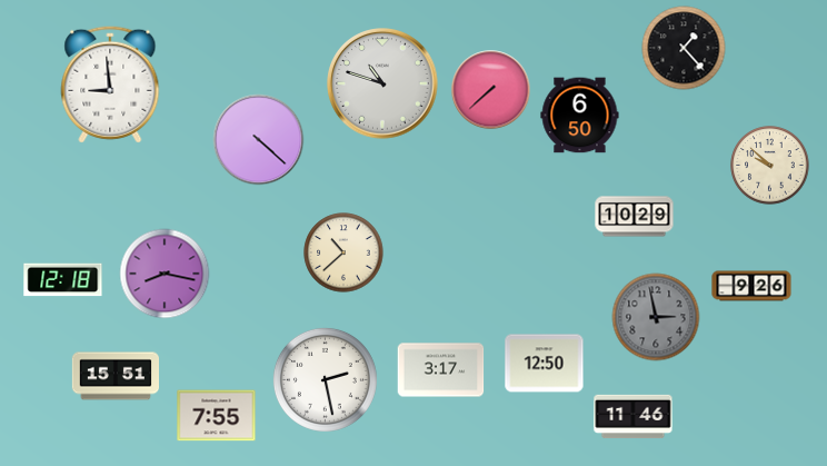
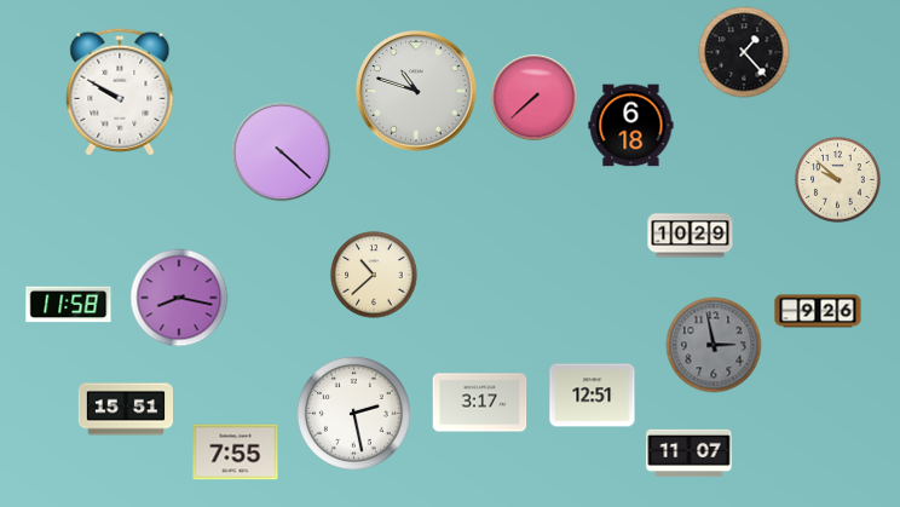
clock at (110, 85): 8:59 -> 9:50
clock at (580, 116): 6:50 -> 6:18
clock at (63, 280): 12:18 -> 11:58
clock at (545, 364): 12:50 -> 12:51
clock at (634, 417): 11:46 -> 11:07
